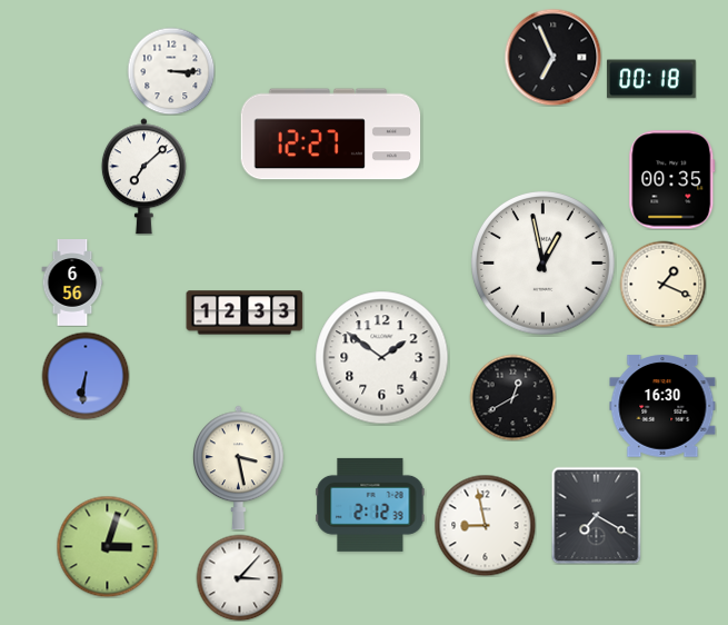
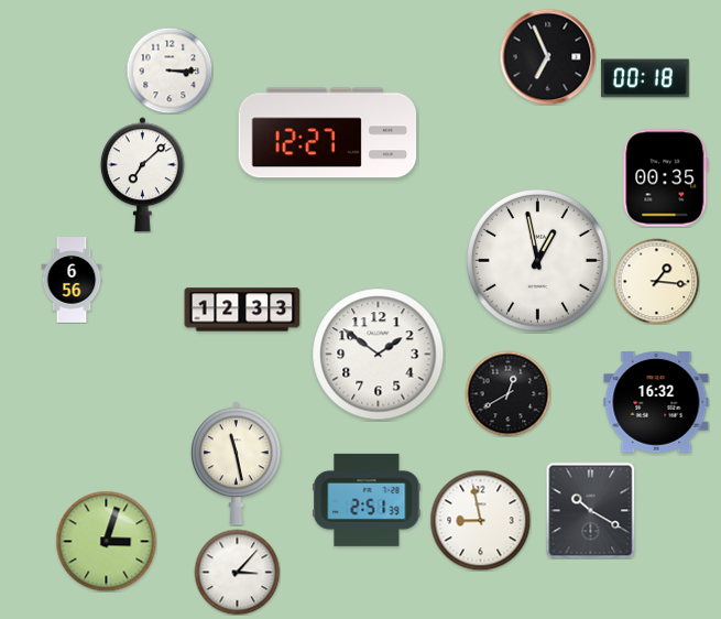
clock at (662, 284): 1:19 -> 1:16
clock at (86, 376): 6:31 -> none
clock at (662, 406): 16:30 -> 16:32
clock at (239, 468): 3:28 -> 11:28
clock at (370, 505): 2:12 -> 2:51
clock at (597, 515): 7:20 -> 10:20
